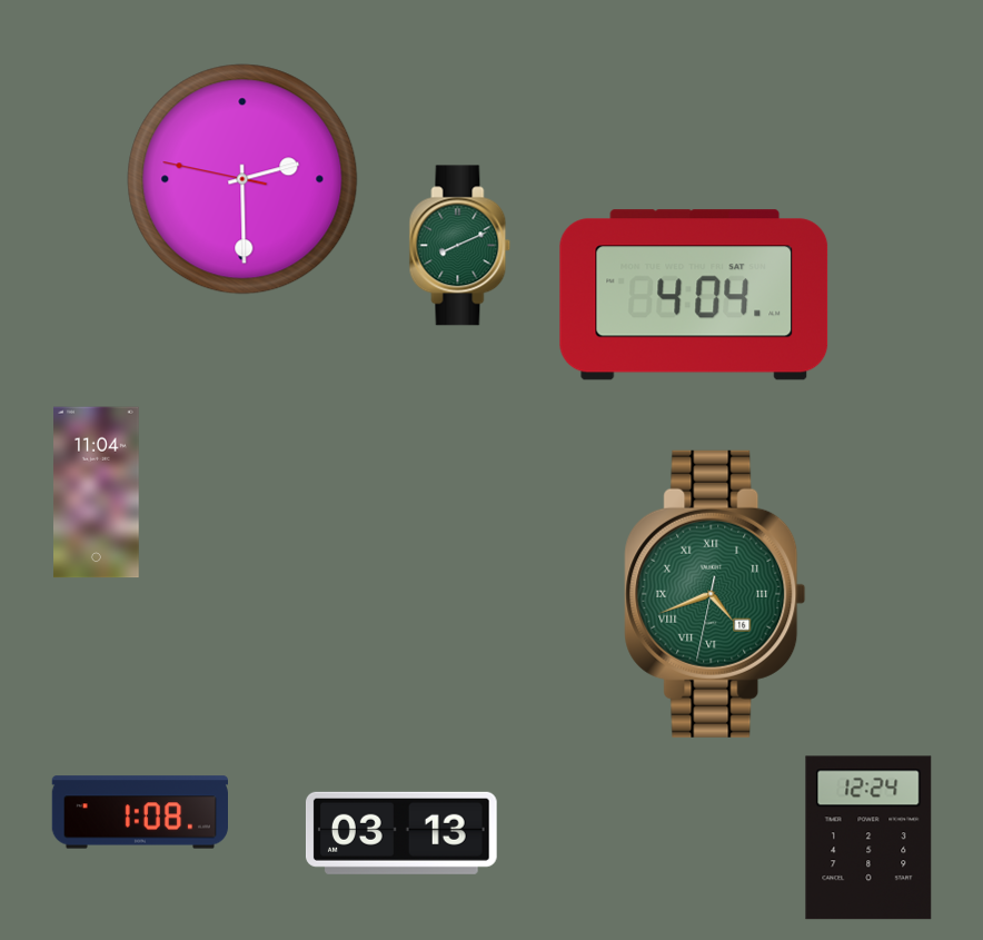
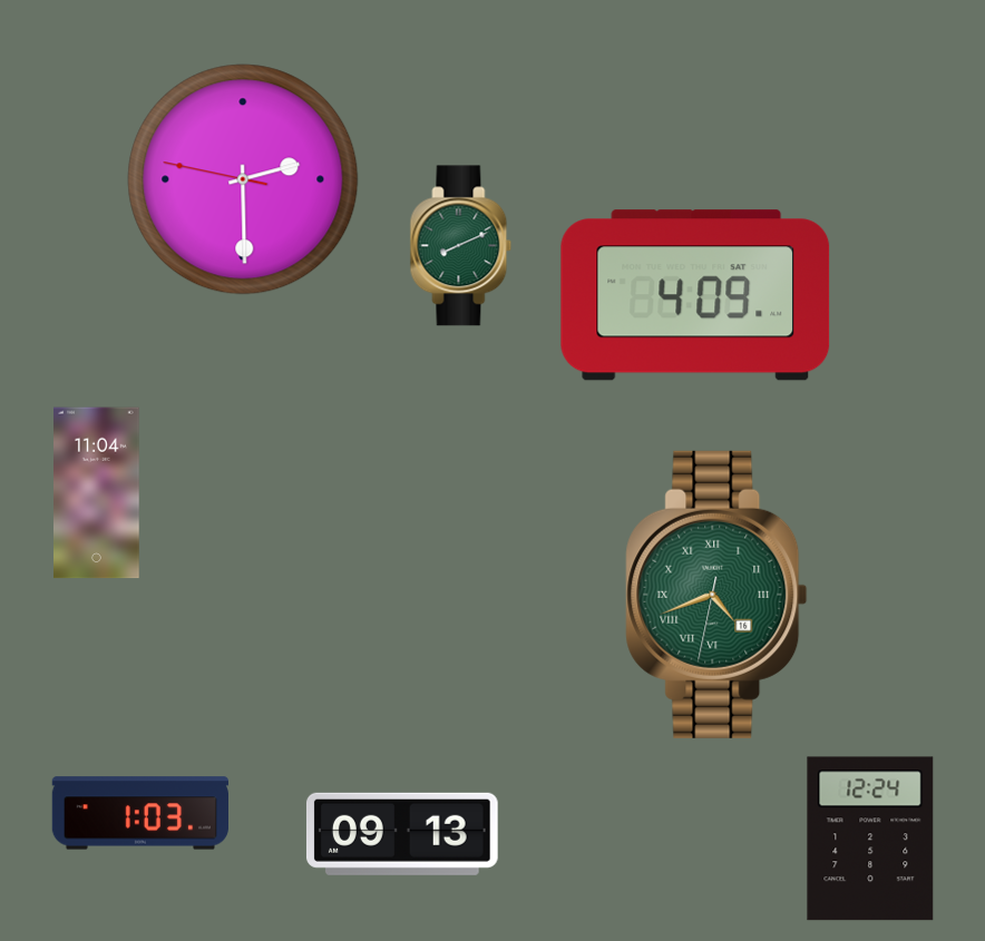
clock at (694, 295): 4:04 -> 4:09
clock at (139, 812): 1:08 -> 1:03
clock at (401, 833): 03:13 -> 09:13
